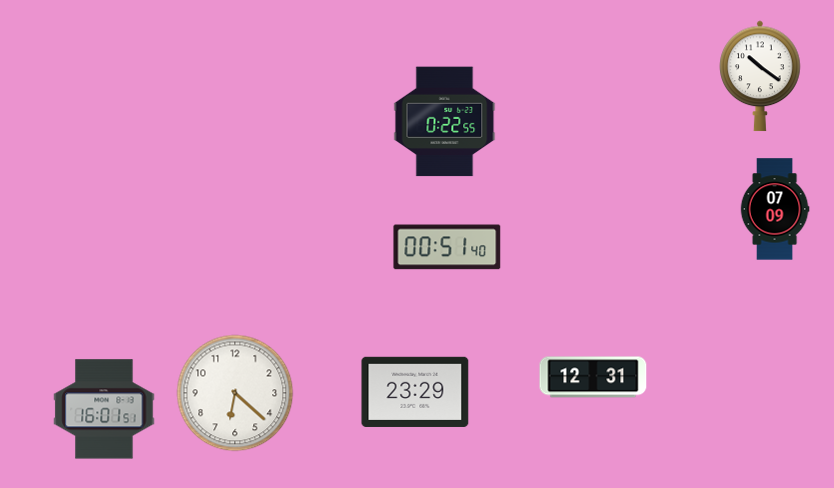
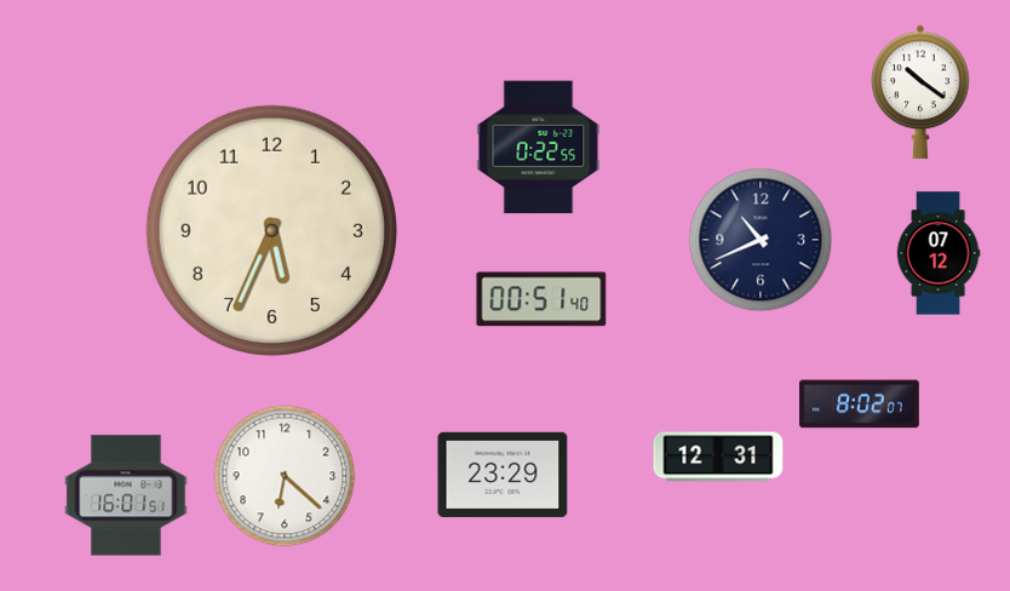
clock at (271, 230): none -> 5:34
clock at (761, 240): none -> 10:41
clock at (775, 209): 07:09 -> 07:12
clock at (859, 404): none -> 8:02
